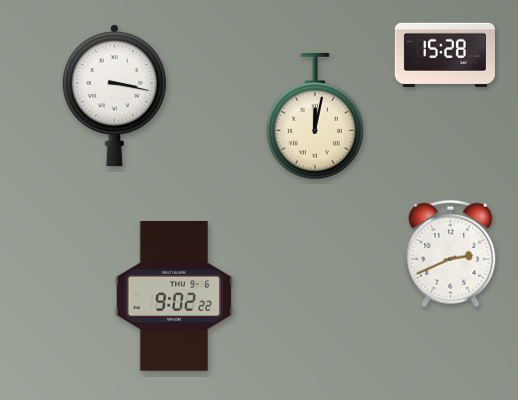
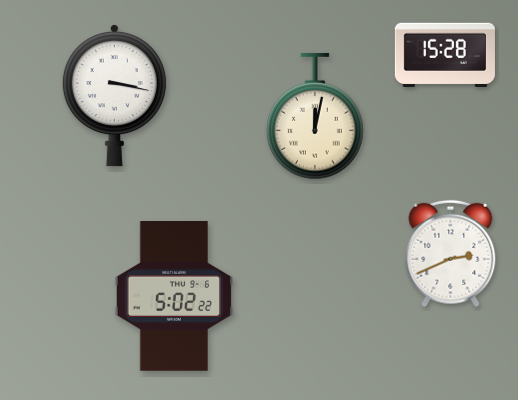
clock at (174, 297): 9:02 -> 5:02
